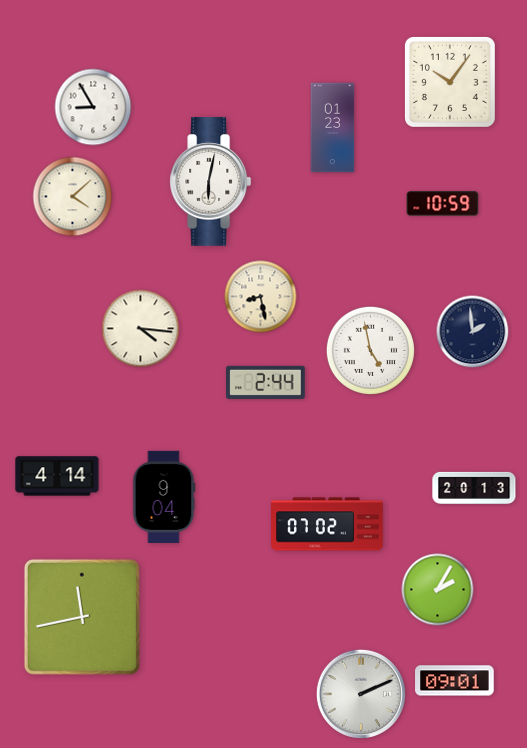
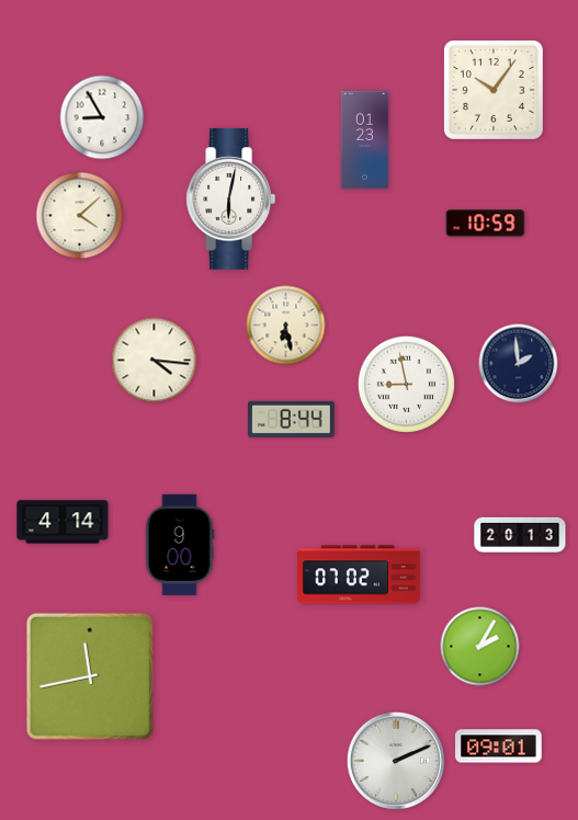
clock at (261, 297): 8:28 -> 6:28
clock at (370, 350): 4:58 -> 8:58
clock at (266, 382): 2:44 -> 8:44
clock at (164, 497): 9:04 -> 9:00
